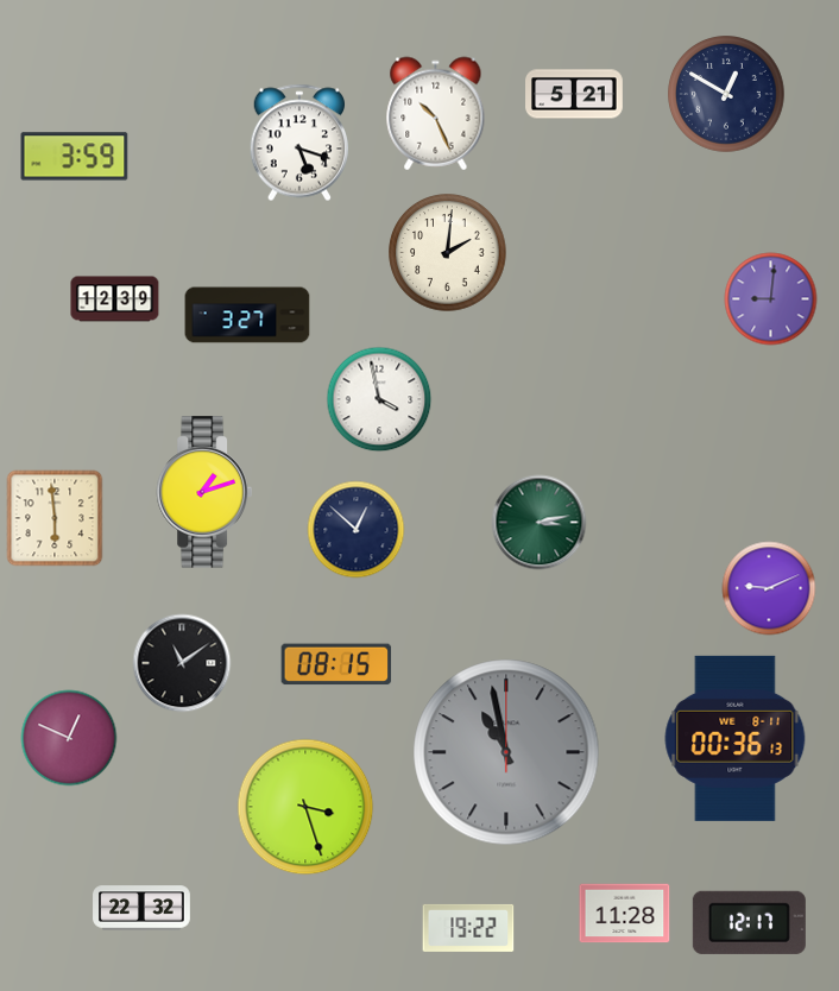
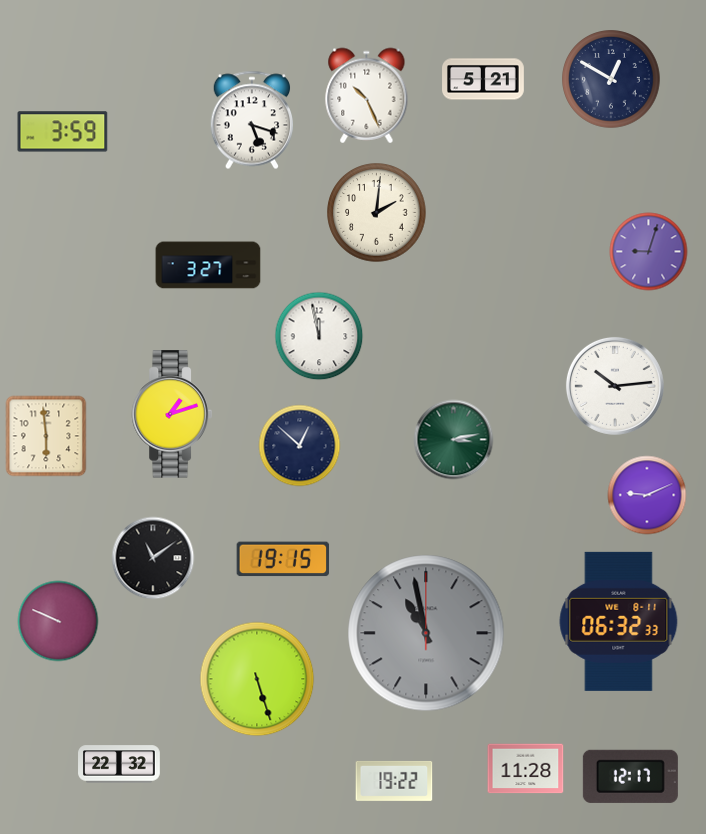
clock at (115, 299): 12:39 -> none
clock at (771, 299): 9:01 -> 9:03
clock at (379, 399): 3:58 -> 11:58
clock at (615, 386): none -> 10:14
clock at (336, 664): 08:15 -> 19:15
clock at (69, 738): 12:49 -> 9:49
clock at (736, 738): 00:36 -> 06:32
clock at (305, 807): 3:27 -> 5:27
